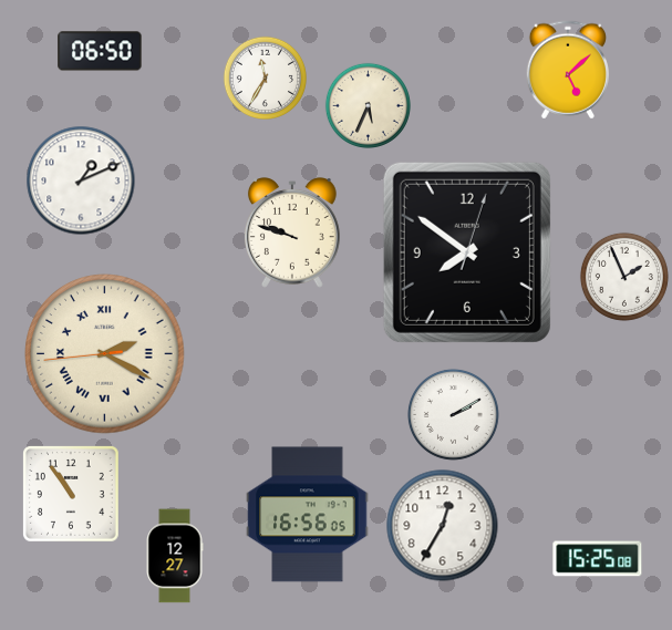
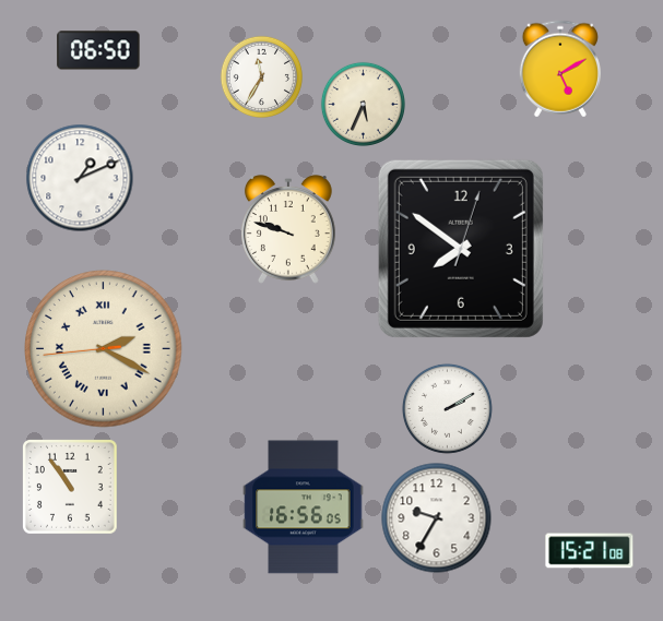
clock at (568, 70): 5:08 -> 5:10
clock at (624, 277): 1:56 -> none
clock at (443, 526): 12:35 -> 9:35
clock at (175, 556): 12:27 -> none
clock at (598, 559): 15:25 -> 15:21
